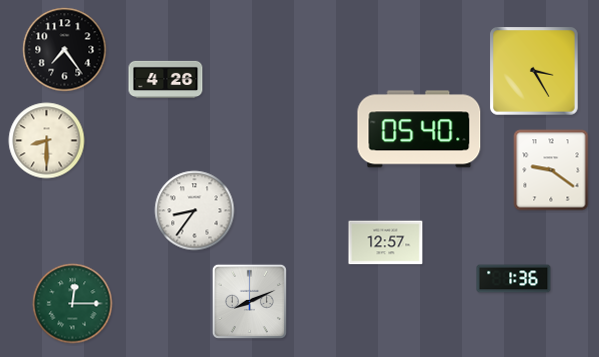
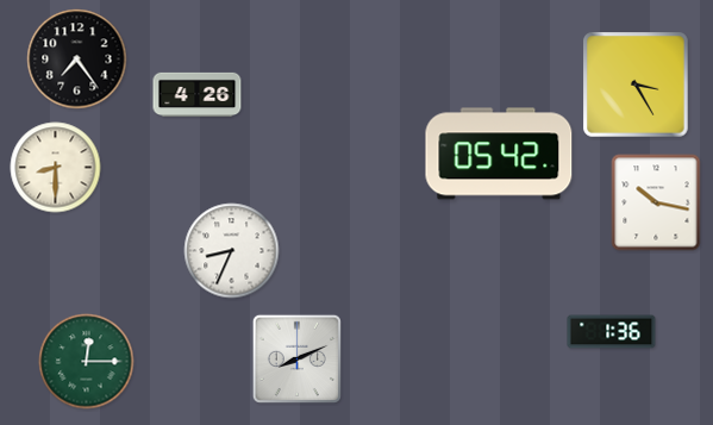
clock at (419, 129): 05:40 -> 05:42
clock at (551, 170): 9:21 -> 10:17
clock at (195, 211): 8:36 -> 8:34
clock at (386, 243): 12:57 -> none
